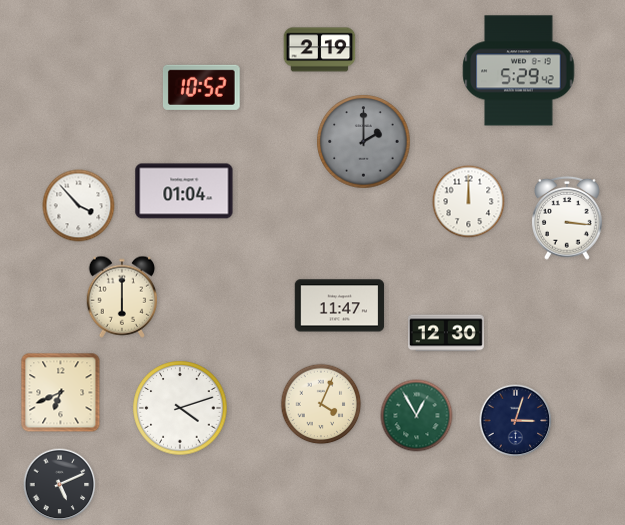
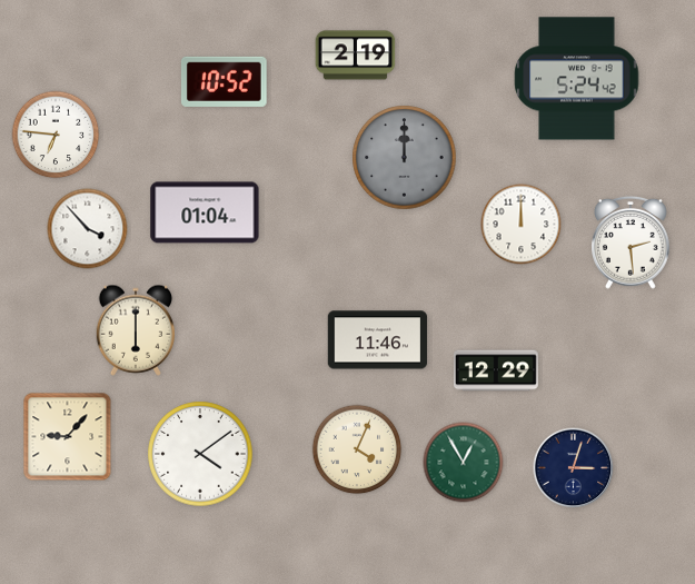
clock at (519, 71): 5:29 -> 5:24
clock at (201, 87) position: (201, 87) -> (224, 81)
clock at (56, 135): none -> 6:46
clock at (364, 142): 2:00 -> 12:00
clock at (568, 218): 3:16 -> 2:29
clock at (340, 306): 11:47 -> 11:46
clock at (446, 333): 12:30 -> 12:29
clock at (61, 393): 6:41 -> 9:07
clock at (180, 408): 4:12 -> 4:09
clock at (60, 485): 5:11 -> none
